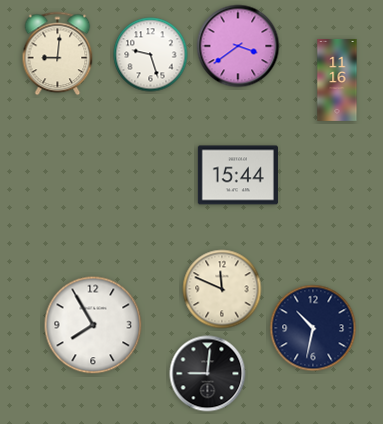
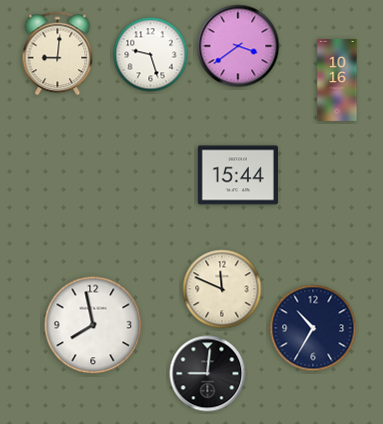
clock at (337, 80): 11:16 -> 10:16
clock at (93, 325): 7:55 -> 7:58
clock at (313, 328): 10:32 -> 10:35
